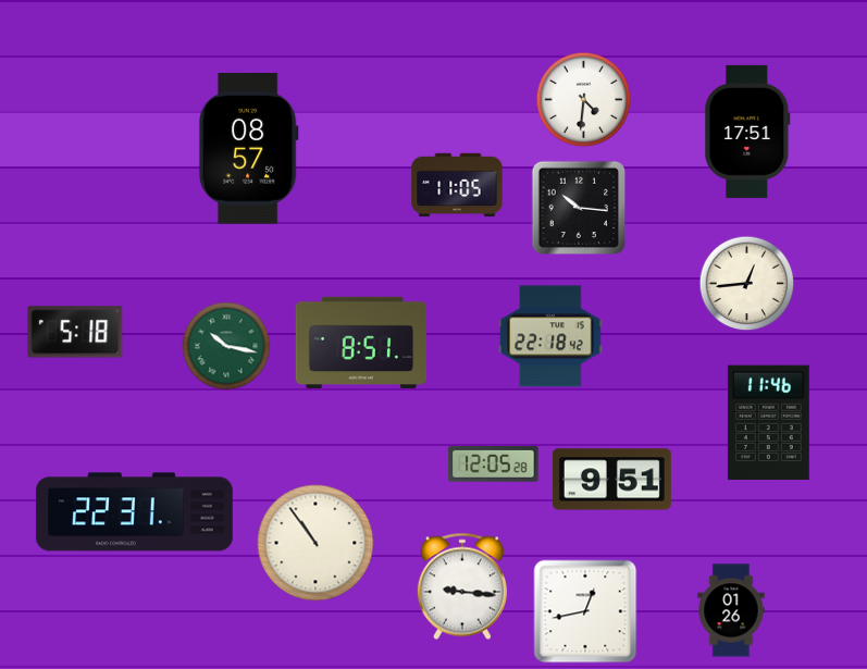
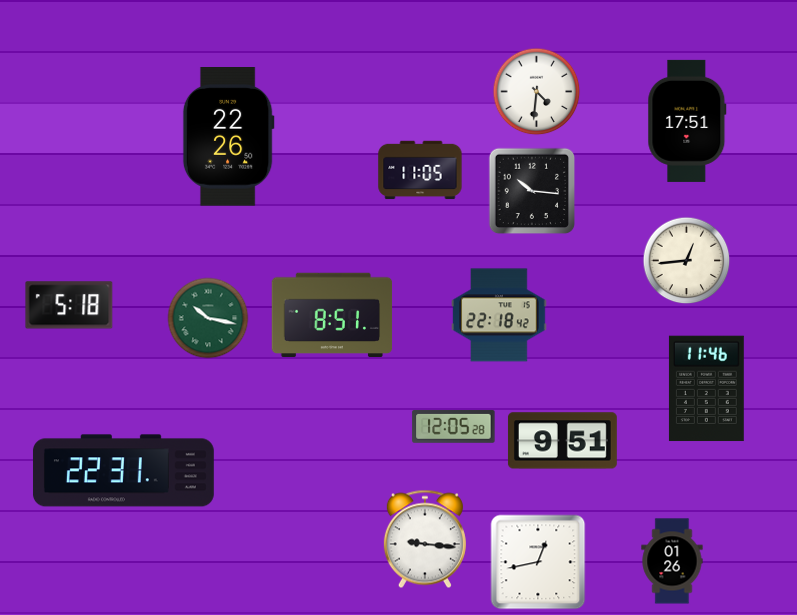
clock at (248, 149): 08:57 -> 22:26
clock at (550, 336) position: (550, 336) -> (499, 315)
clock at (315, 543): 10:54 -> none
